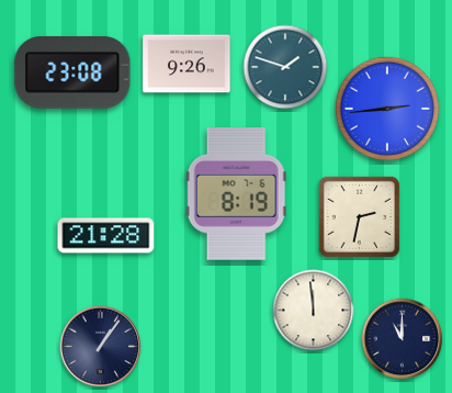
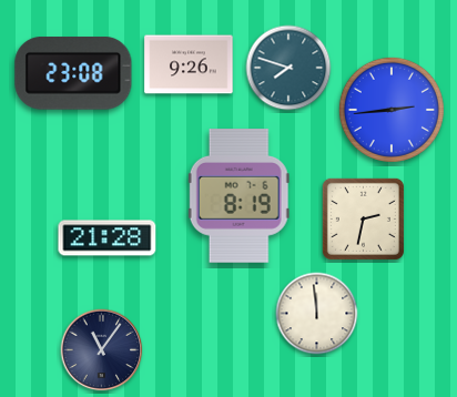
clock at (285, 67): 1:48 -> 7:48
clock at (403, 339): 11:00 -> none
clock at (101, 347): 1:06 -> 11:06
